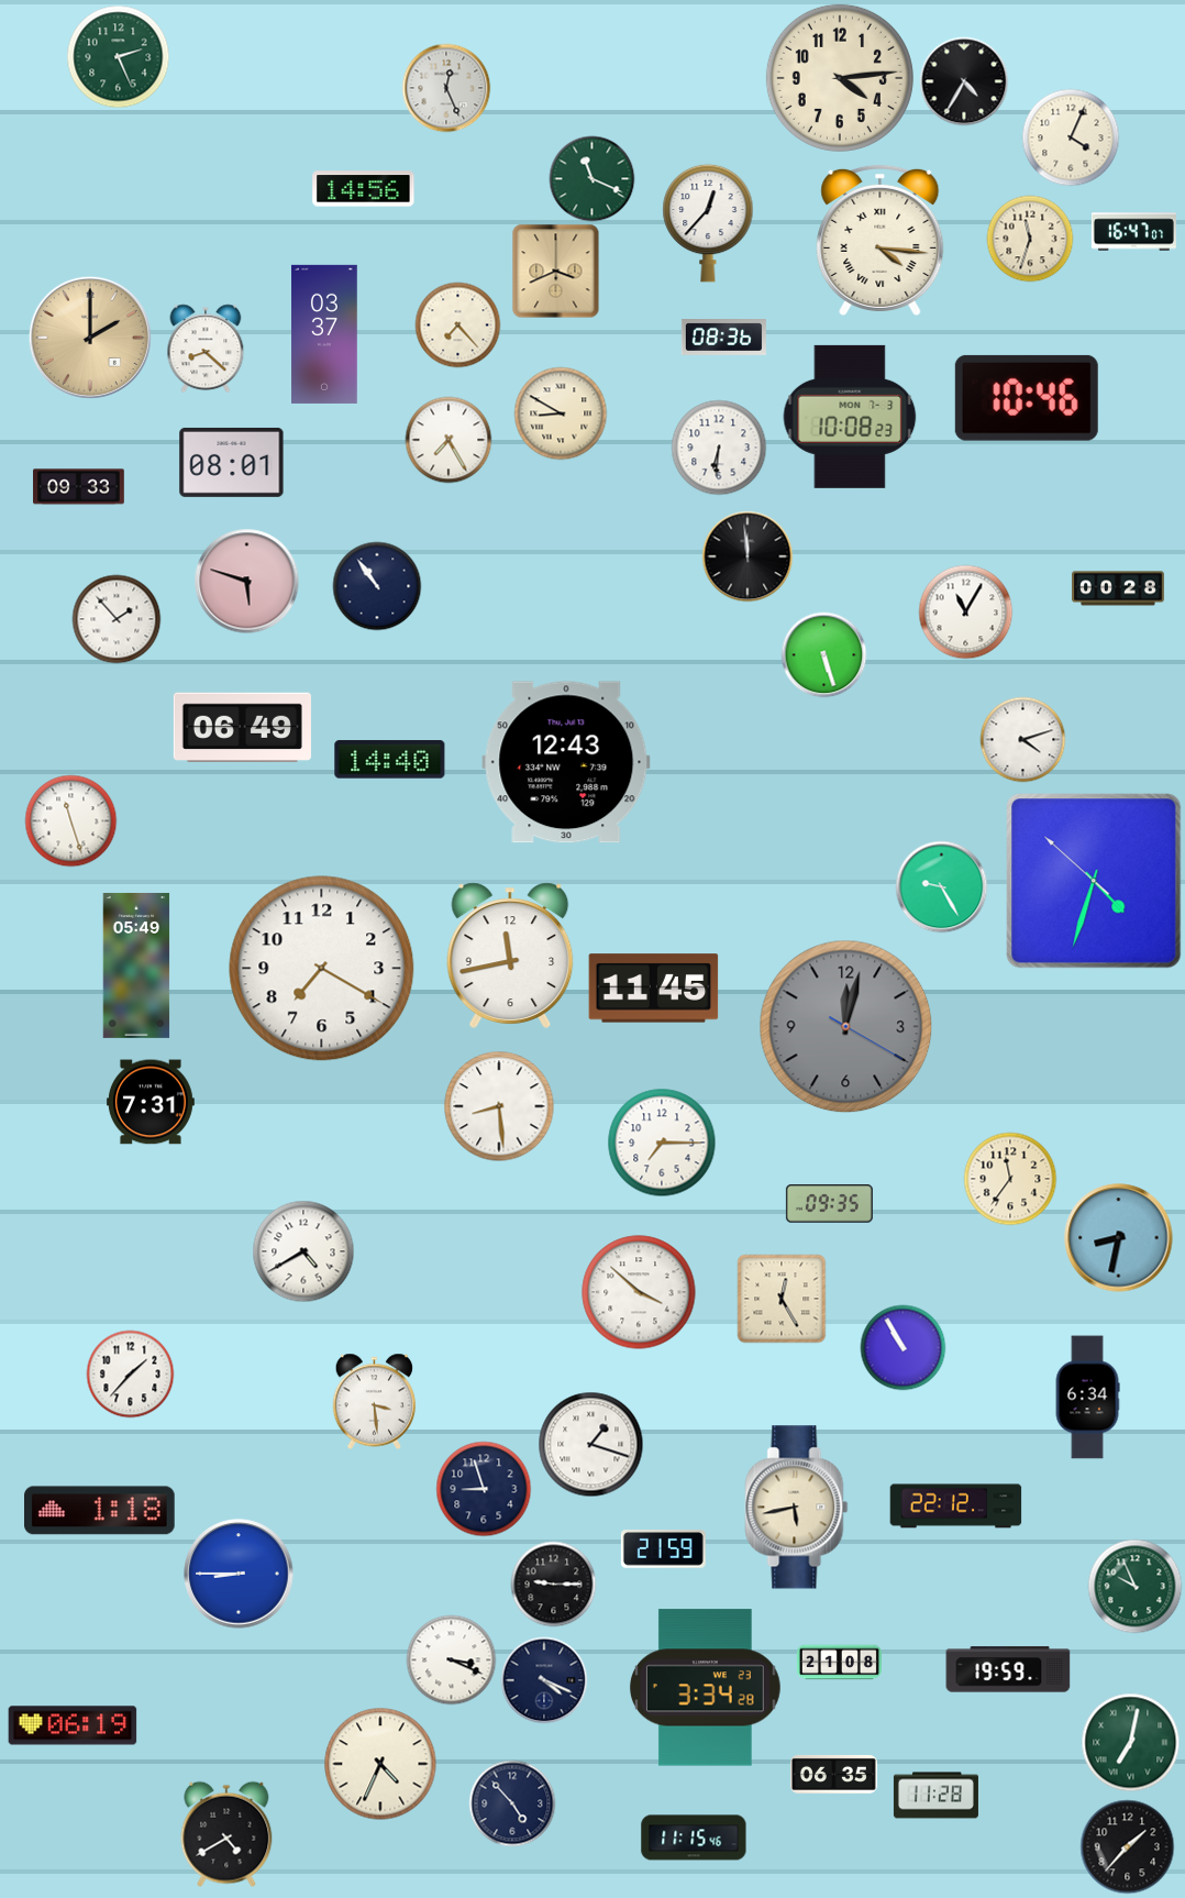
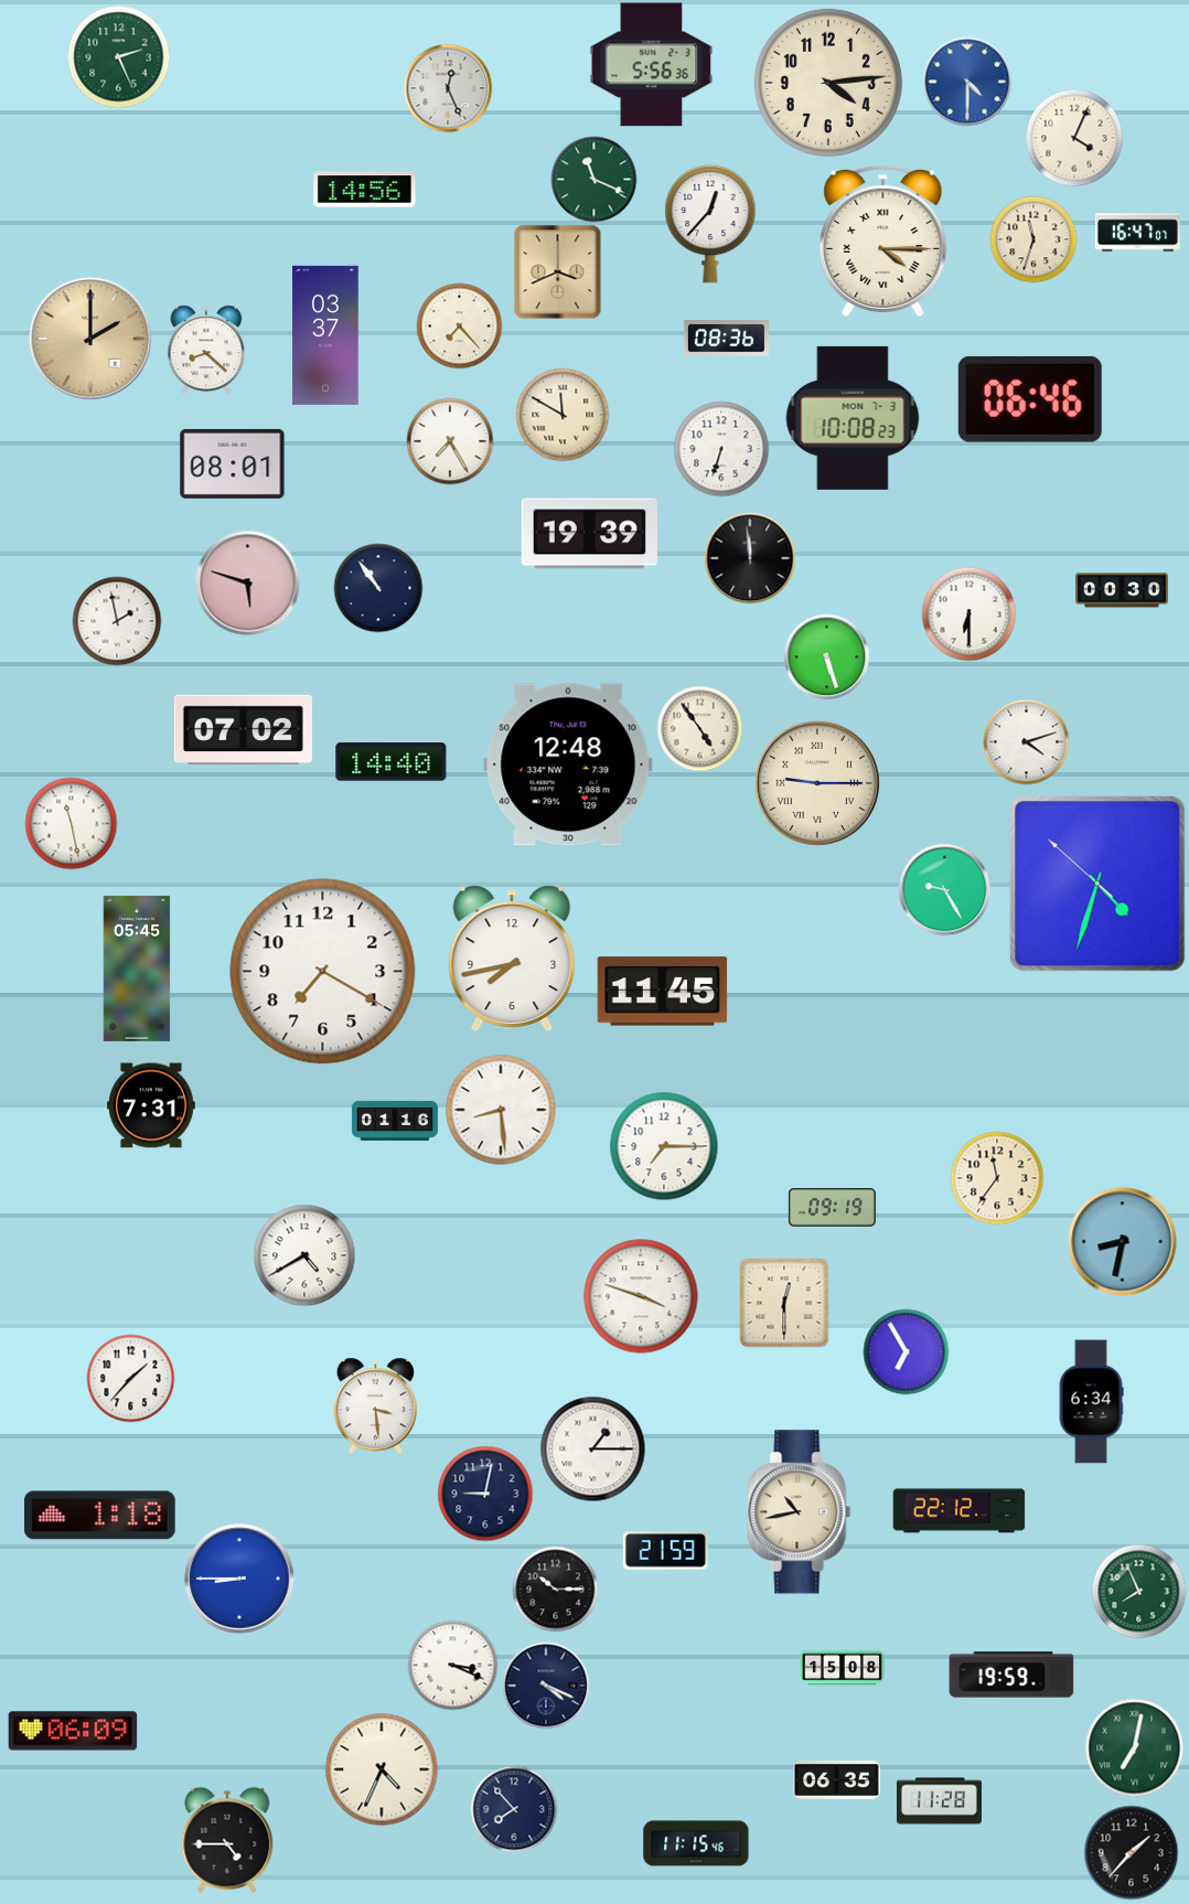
clock at (652, 65): none -> 5:56
clock at (840, 78) position: (840, 78) -> (828, 83)
clock at (964, 81): 4:35 -> 4:30
clock at (964, 81) dial: black -> blue
clock at (881, 240): 4:16 -> 4:15
clock at (1027, 398): 10:46 -> 06:46
clock at (561, 413): 8:50 -> 11:50
clock at (719, 448): 6:31 -> 6:33
clock at (79, 487): 09:33 -> none
clock at (589, 534): none -> 19:39
clock at (1118, 588): 00:28 -> 00:30
clock at (965, 611): 11:05 -> 6:30
clock at (117, 619): 1:53 -> 1:58
clock at (699, 728): none -> 4:54
clock at (242, 728): 06:49 -> 07:02
clock at (566, 762): 12:43 -> 12:48
clock at (817, 783): none -> 9:15
clock at (70, 820): 11:27 -> 11:28
clock at (510, 956): 11:43 -> 7:43
clock at (136, 965): 05:49 -> 05:45
clock at (654, 989) position: (654, 989) -> (663, 992)
clock at (846, 1027): 12:02 -> none
clock at (395, 1121): none -> 01:16
clock at (1010, 1179) position: (1010, 1179) -> (997, 1178)
clock at (829, 1204): 09:35 -> 09:19
clock at (639, 1292): 3:52 -> 3:48
clock at (782, 1299): 12:25 -> 12:30
clock at (902, 1347): 10:55 -> 6:55
clock at (590, 1444): 1:18 -> 1:15
clock at (484, 1489): 8:57 -> 9:02
clock at (797, 1508): 5:43 -> 10:43
clock at (663, 1549) position: (663, 1549) -> (665, 1551)
clock at (553, 1583): 9:15 -> 10:15
clock at (1134, 1586): 9:56 -> 7:56
clock at (839, 1663): 21:08 -> 15:08
clock at (705, 1688): 3:34 -> none
clock at (73, 1725): 06:19 -> 06:09
clock at (512, 1803): 4:53 -> 7:53
clock at (226, 1834): 4:40 -> 4:45
